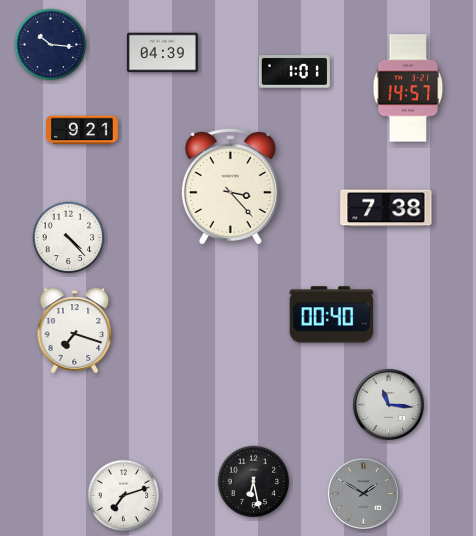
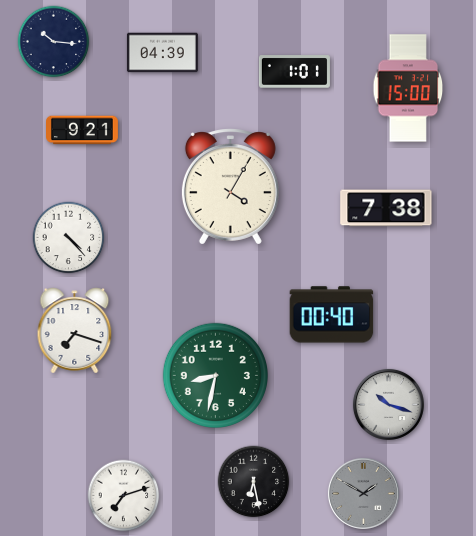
clock at (51, 45) position: (51, 45) -> (54, 42)
clock at (408, 88): 14:57 -> 15:00
clock at (230, 187): 3:23 -> 4:05
clock at (215, 375): none -> 8:32
clock at (388, 404): 11:16 -> 10:18
